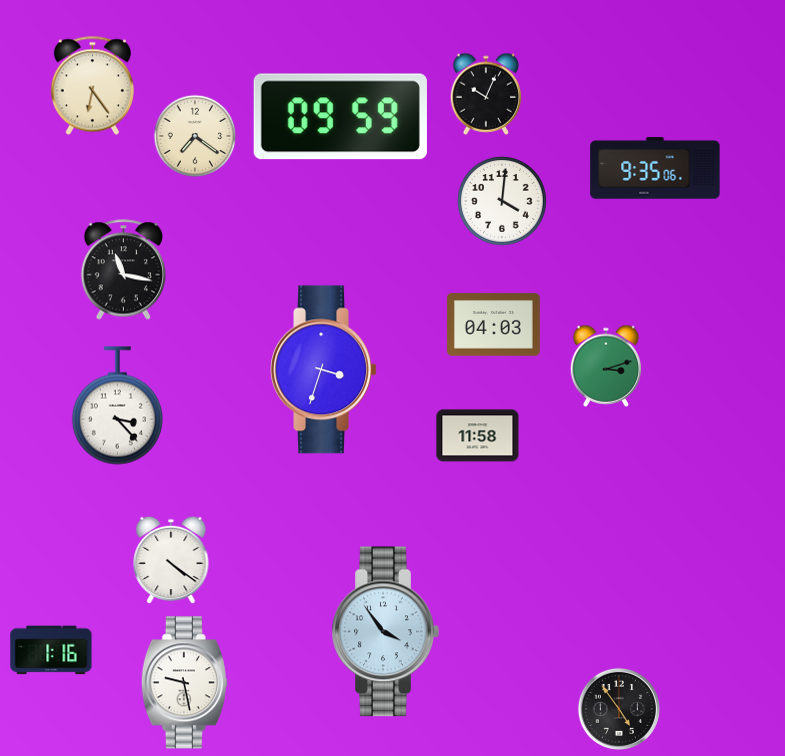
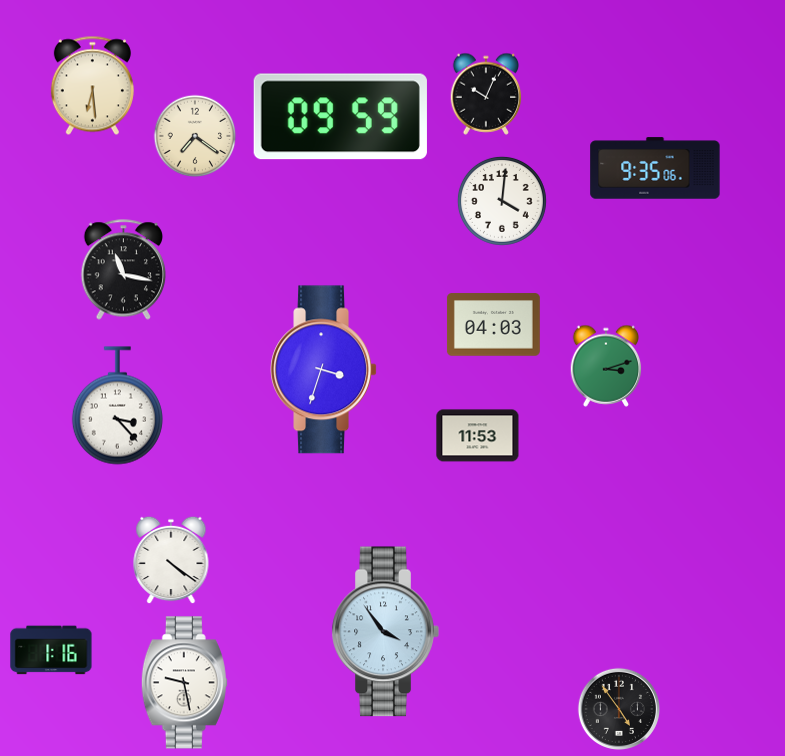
clock at (92, 86): 6:24 -> 6:29
clock at (478, 436): 11:58 -> 11:53
